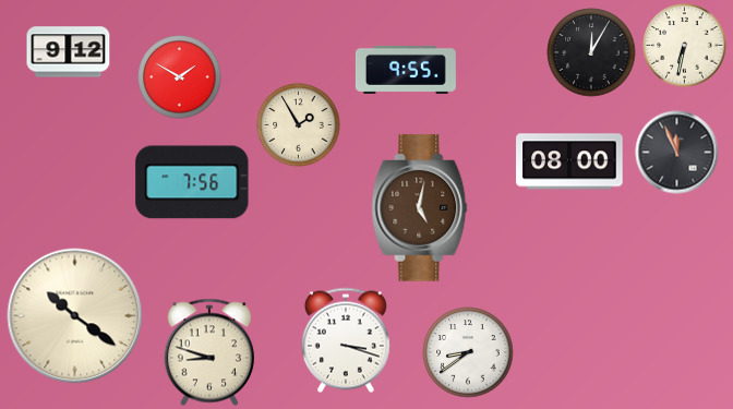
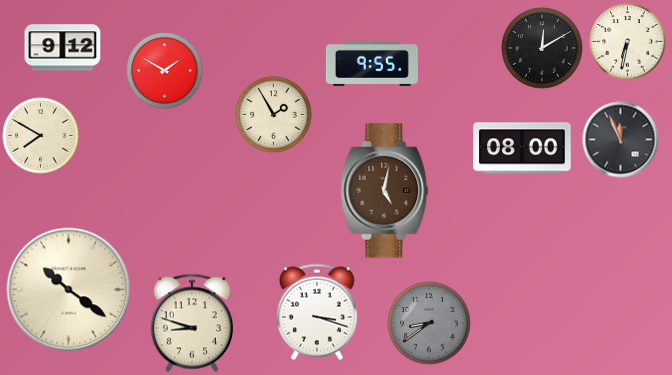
clock at (591, 52): 12:05 -> 12:10
clock at (41, 136): none -> 7:50
clock at (192, 182): 7:56 -> none
clock at (468, 352) dial: white -> grey
